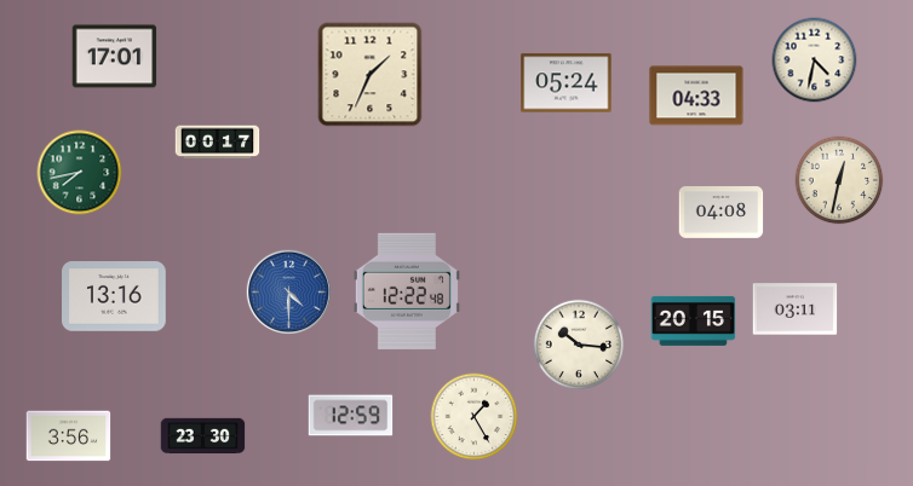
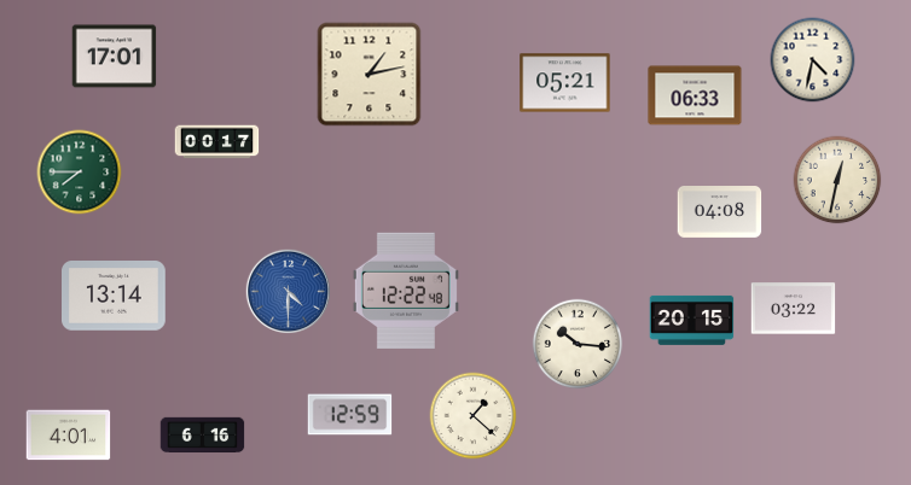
clock at (371, 75): 1:34 -> 1:13
clock at (567, 83): 05:24 -> 05:21
clock at (696, 96): 04:33 -> 06:33
clock at (80, 173): 7:43 -> 7:45
clock at (114, 296): 13:16 -> 13:14
clock at (796, 309): 03:11 -> 03:22
clock at (475, 417): 1:25 -> 1:22
clock at (69, 436): 3:56 -> 4:01
clock at (203, 436): 23:30 -> 6:16
